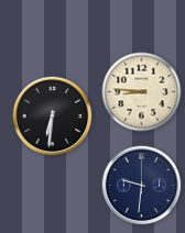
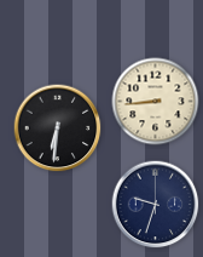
clock at (142, 92): 8:46 -> 8:44
clock at (142, 186): 9:31 -> 9:33
